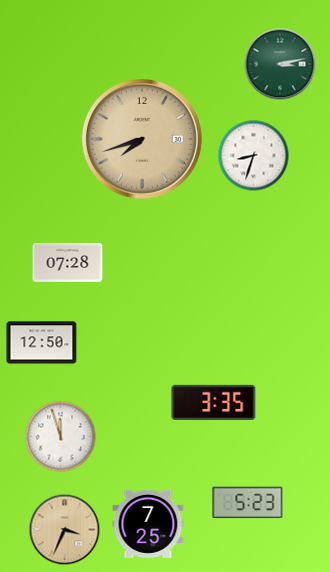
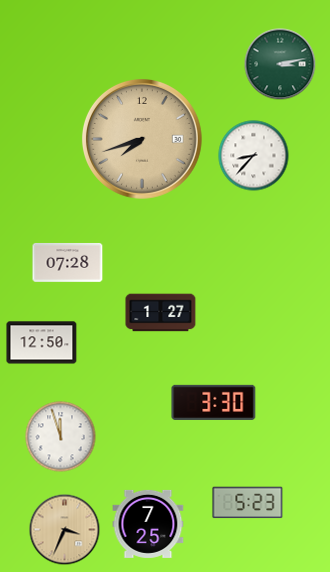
clock at (254, 156): 8:33 -> 8:37
clock at (161, 313): none -> 1:27
clock at (214, 402): 3:35 -> 3:30
